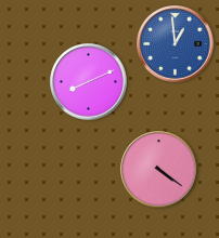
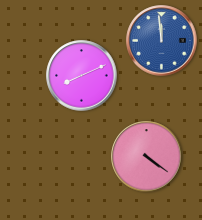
clock at (176, 44): 12:59 -> 11:59
